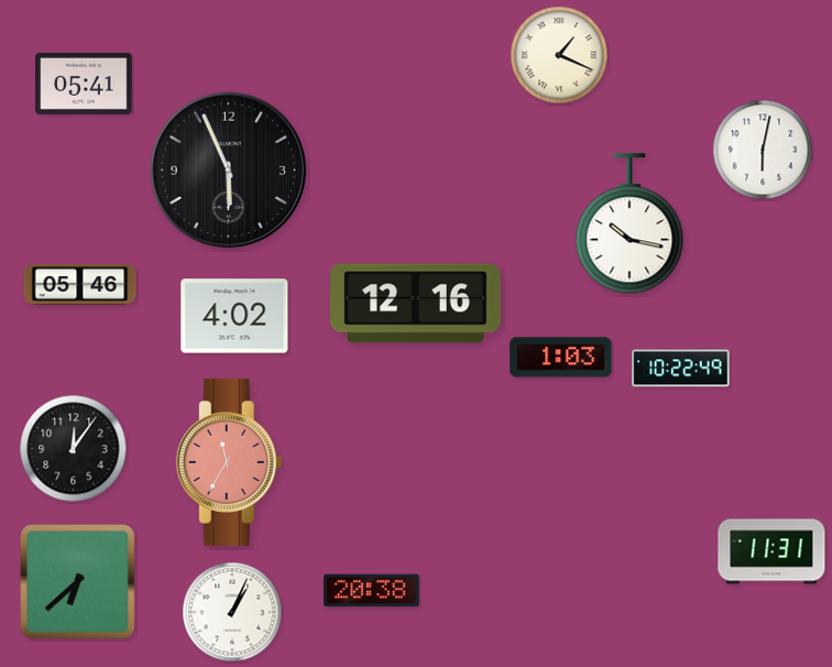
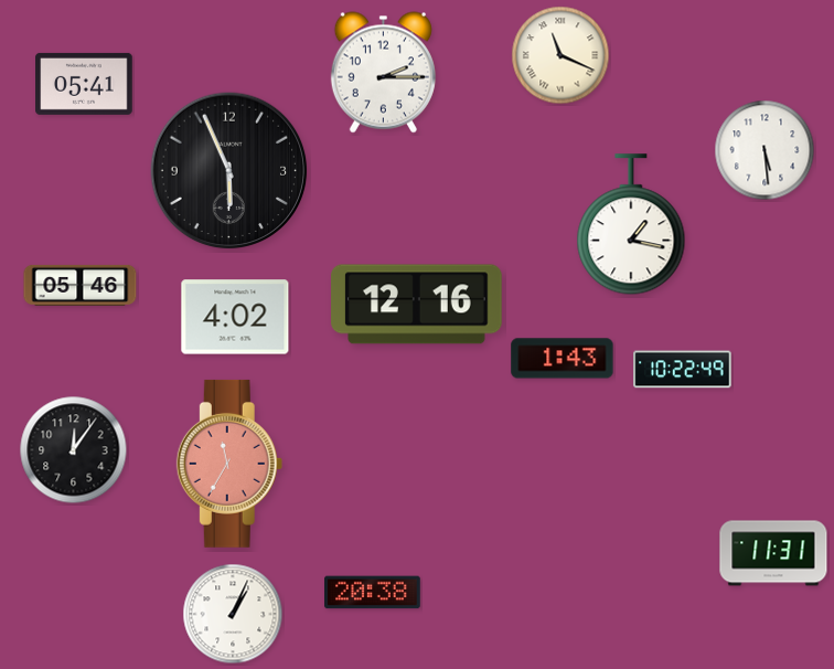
clock at (559, 55): 1:19 -> 11:19
clock at (383, 73): none -> 2:15
clock at (763, 150): 6:02 -> 5:29
clock at (630, 225): 10:17 -> 1:17
clock at (561, 358): 1:03 -> 1:43
clock at (78, 582): 6:38 -> none
